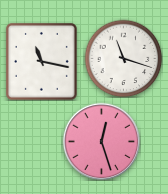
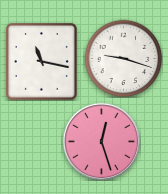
clock at (123, 58): 11:18 -> 9:18
